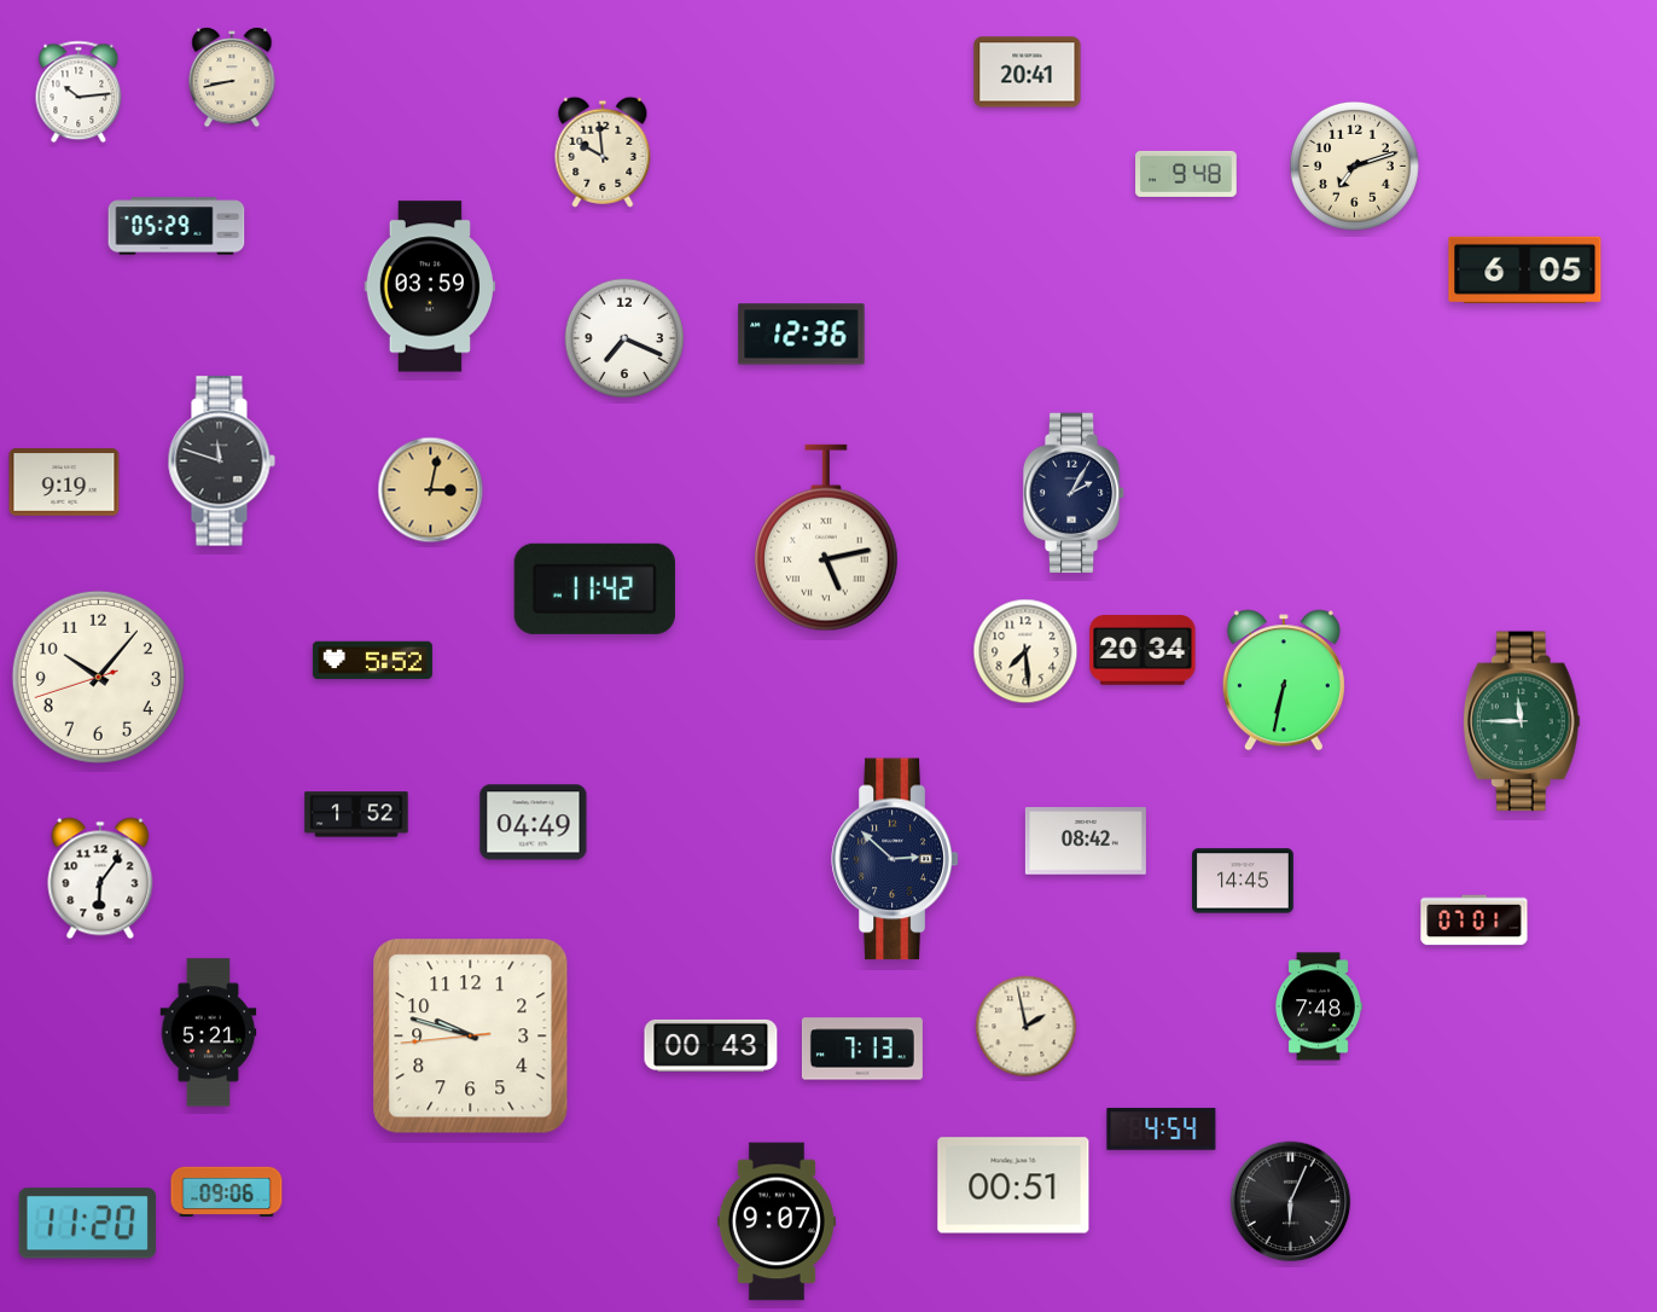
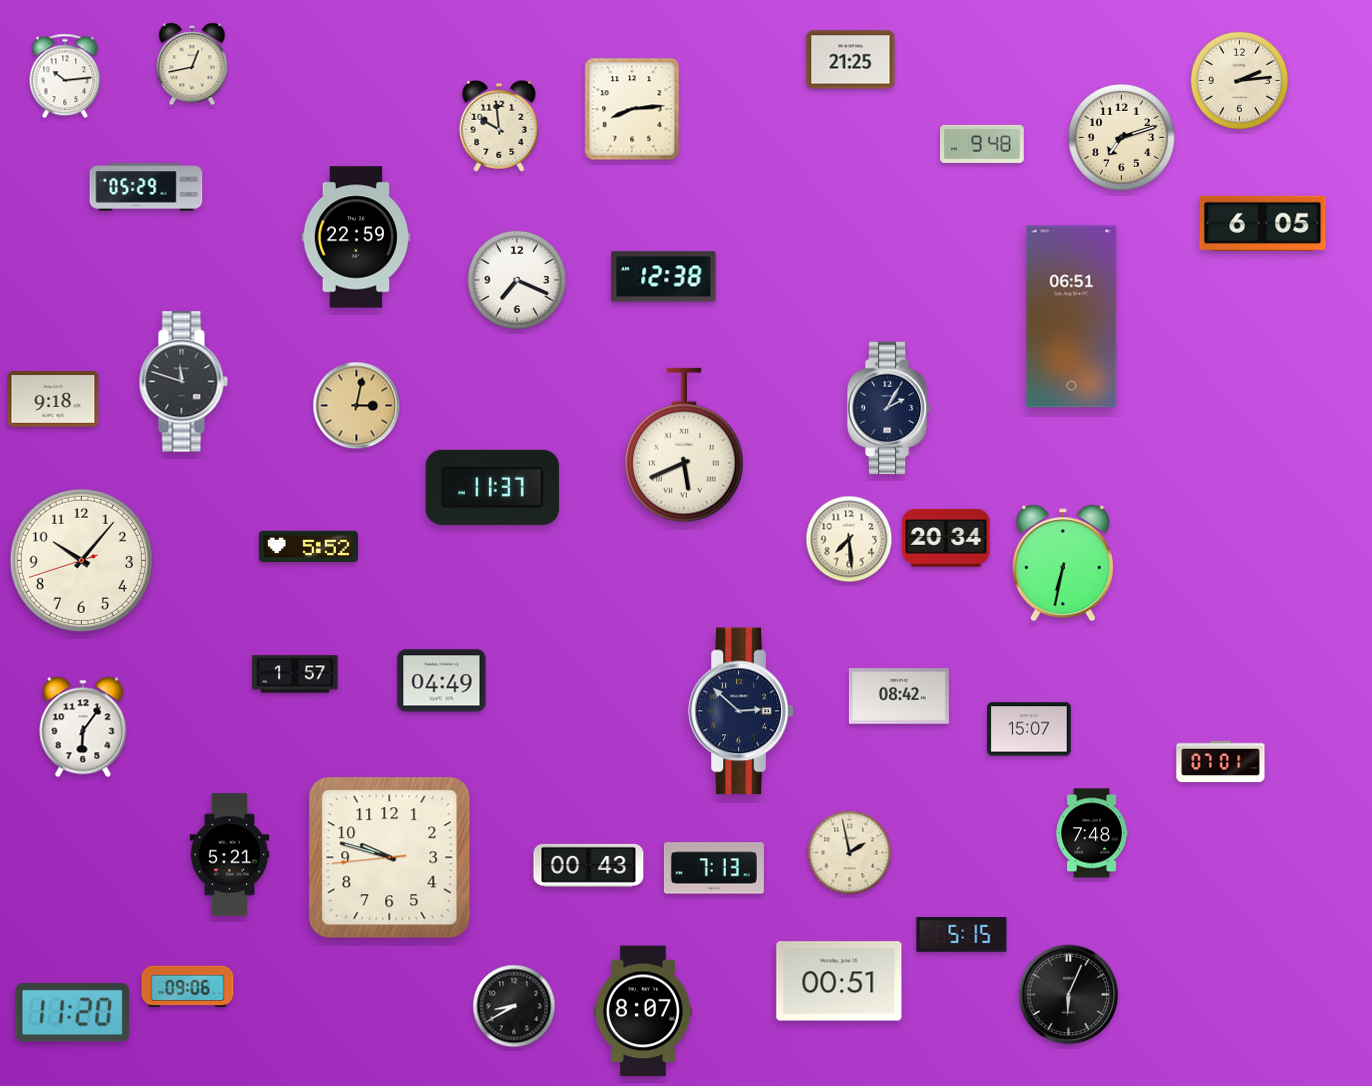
clock at (1028, 72): 20:41 -> 21:25
clock at (232, 77): 8:43 -> 12:43
clock at (1240, 81): none -> 2:14
clock at (632, 109): none -> 8:14
clock at (430, 286): 03:59 -> 22:59
clock at (802, 335): 12:36 -> 12:38
clock at (1072, 317): none -> 06:51
clock at (64, 482): 9:19 -> 9:18
clock at (827, 538): 5:13 -> 5:41
clock at (594, 588): 11:42 -> 11:37
clock at (1522, 721): 11:45 -> none
clock at (356, 814): 1:52 -> 1:57
clock at (1243, 881): 14:45 -> 15:07
clock at (1027, 1027) position: (1027, 1027) -> (850, 853)
clock at (209, 1033) position: (209, 1033) -> (230, 855)
clock at (1162, 1130): 4:54 -> 5:15
clock at (514, 1006): none -> 8:40
clock at (777, 1221): 9:07 -> 8:07
